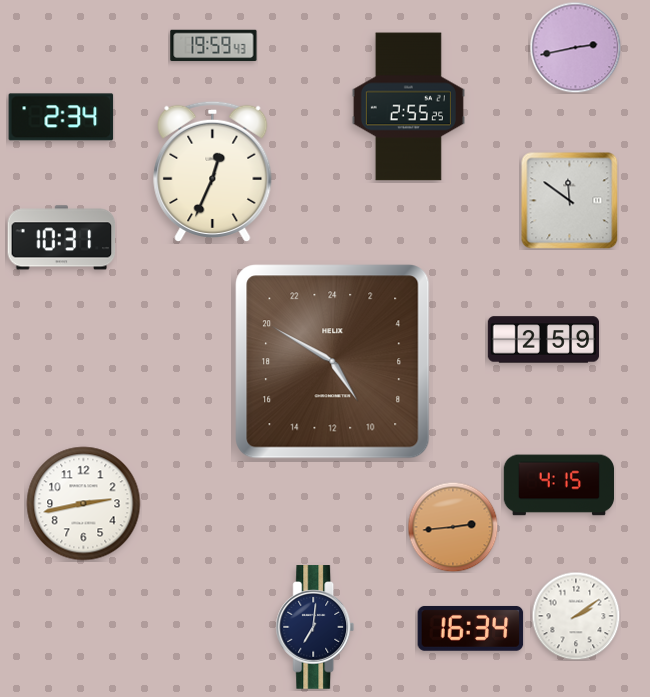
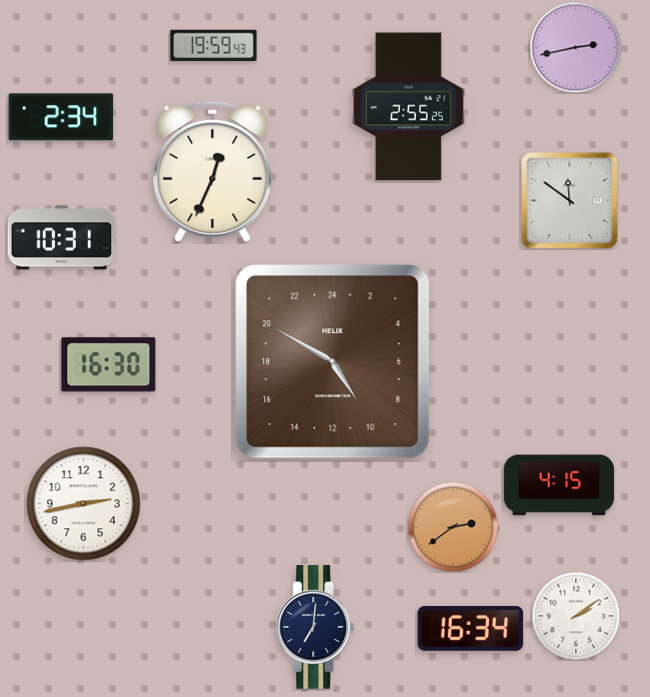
clock at (544, 340): 2:59 -> none
clock at (109, 365): none -> 16:30
clock at (453, 527): 2:44 -> 2:39
